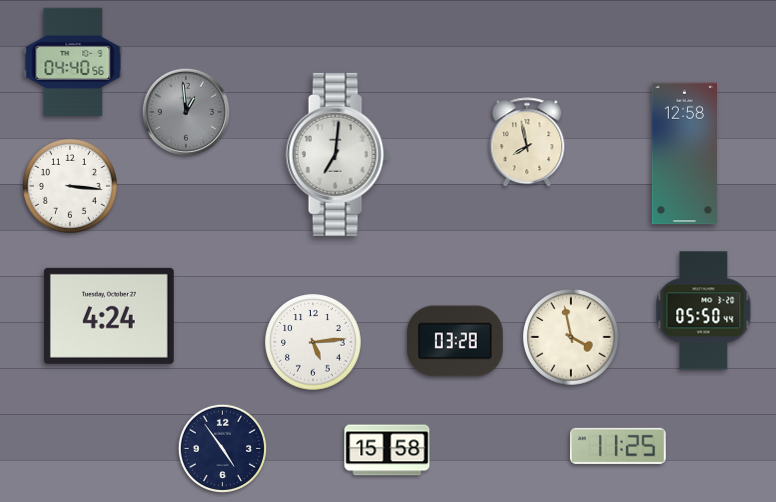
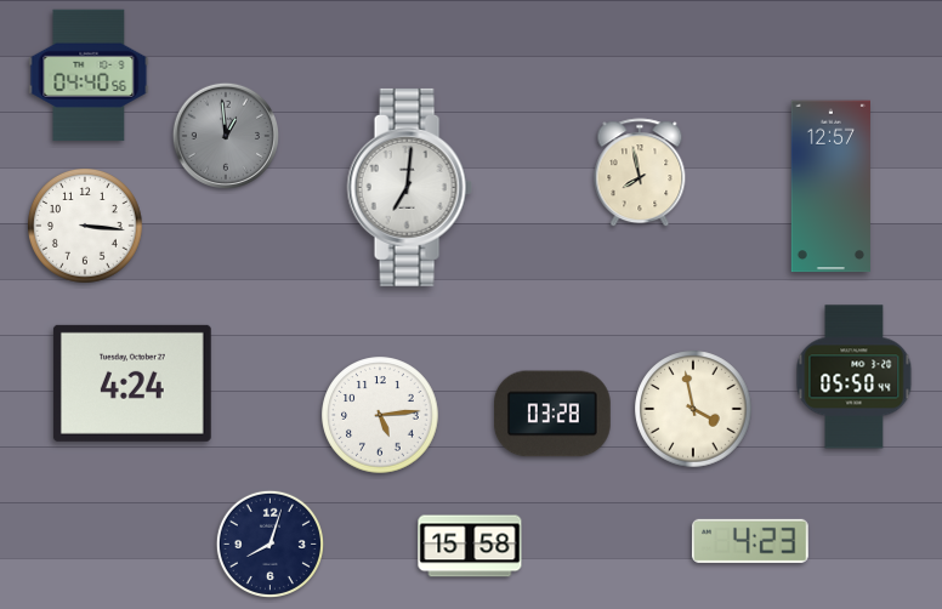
clock at (684, 154): 12:58 -> 12:57
clock at (618, 446): 11:25 -> 4:23
clock at (222, 448): 4:54 -> 8:03
